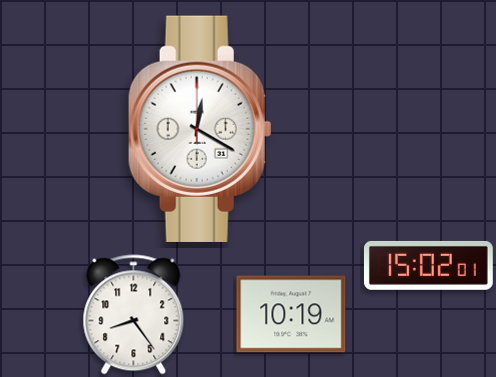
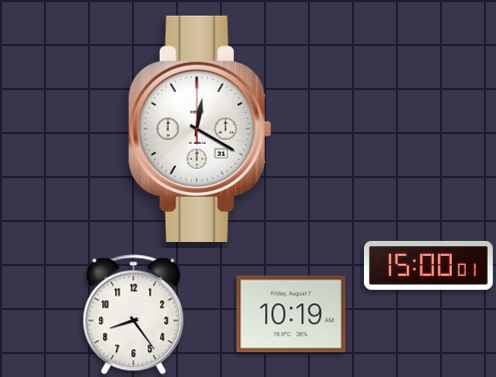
clock at (428, 265): 15:02 -> 15:00
